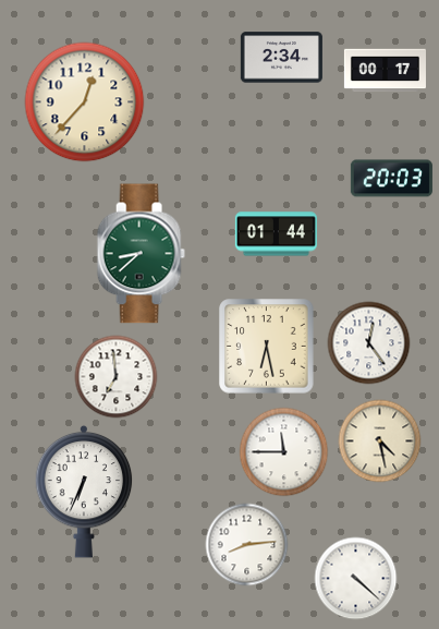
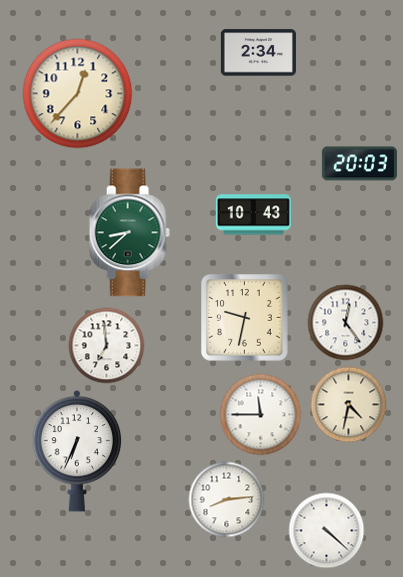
clock at (385, 71): 00:17 -> none
clock at (276, 234): 01:44 -> 10:43
clock at (369, 343) position: (369, 343) -> (346, 323)
clock at (267, 347): 6:28 -> 9:32
clock at (380, 441): 4:28 -> 4:32
